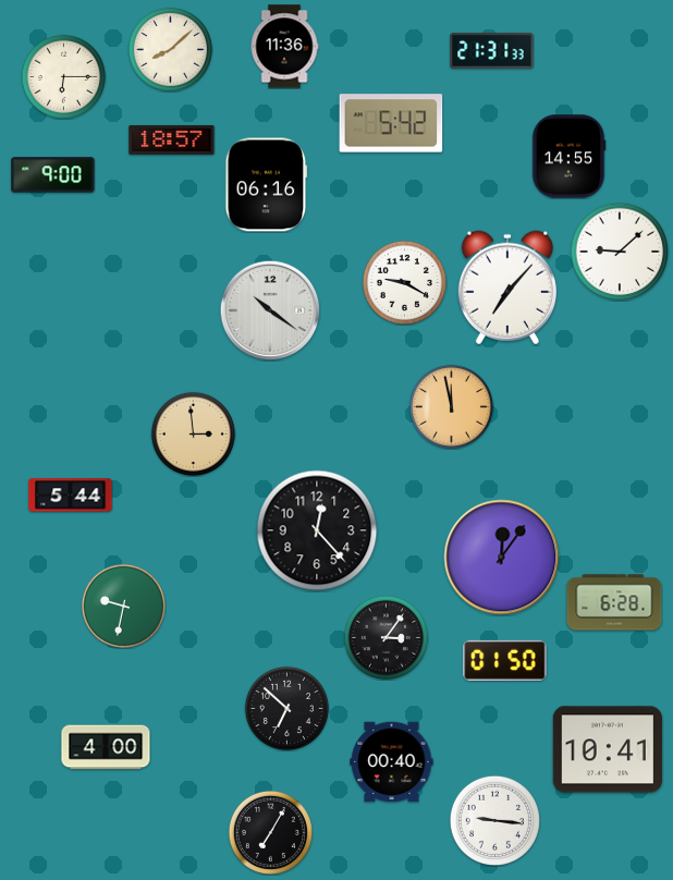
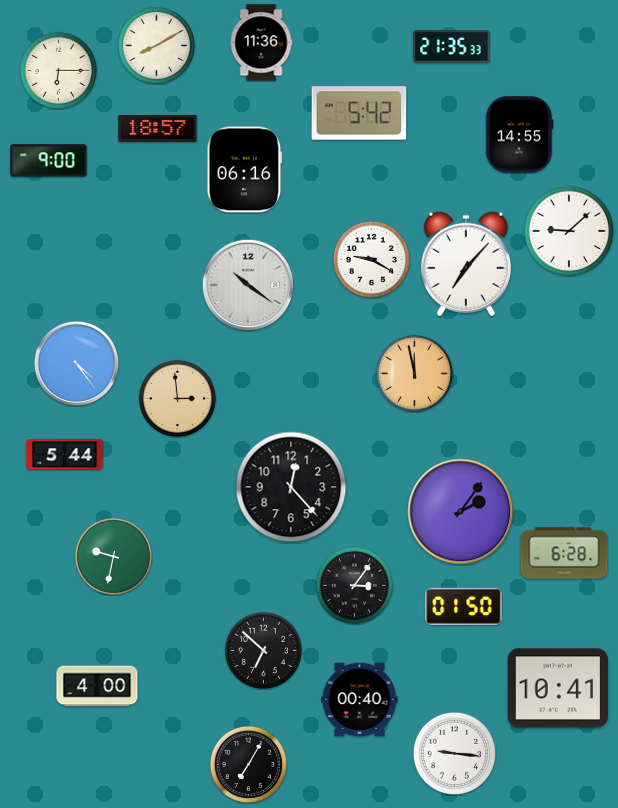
clock at (170, 49): 8:08 -> 8:10
clock at (492, 51): 21:31 -> 21:35
clock at (568, 157) position: (568, 157) -> (519, 135)
clock at (76, 363): none -> 4:24
clock at (502, 558): 12:06 -> 2:06
